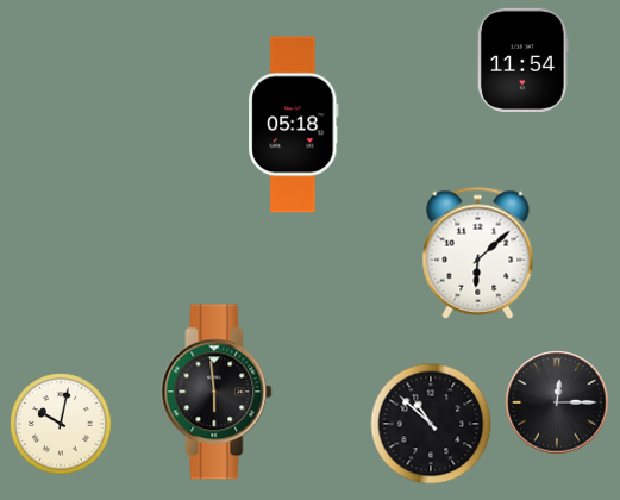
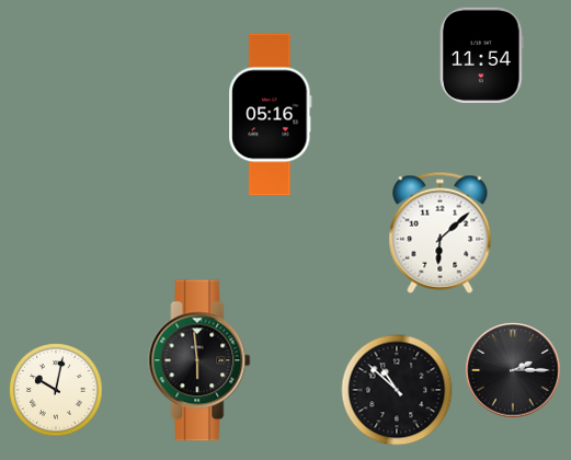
clock at (294, 125): 05:18 -> 05:16
clock at (557, 402): 12:15 -> 2:15
